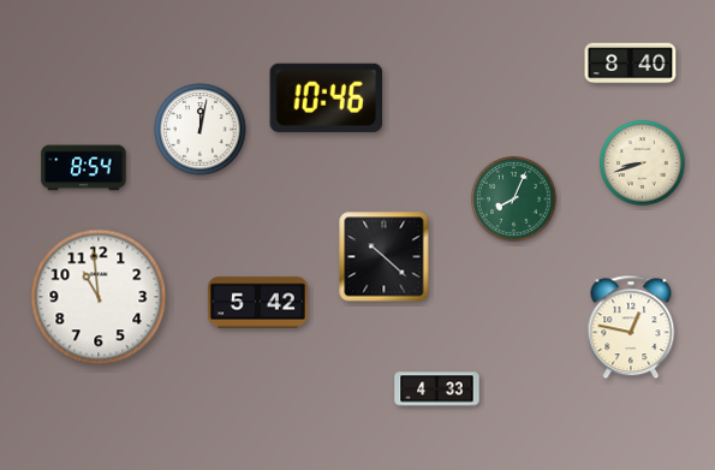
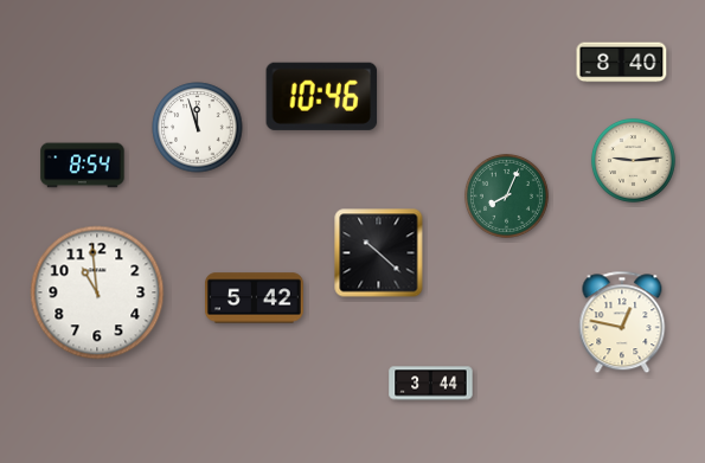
clock at (201, 130): 12:02 -> 11:57
clock at (642, 162): 8:42 -> 9:14
clock at (437, 389): 4:33 -> 3:44
